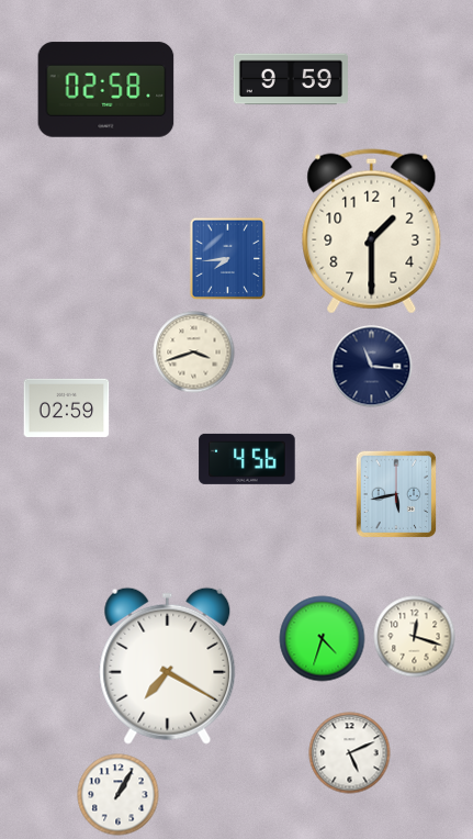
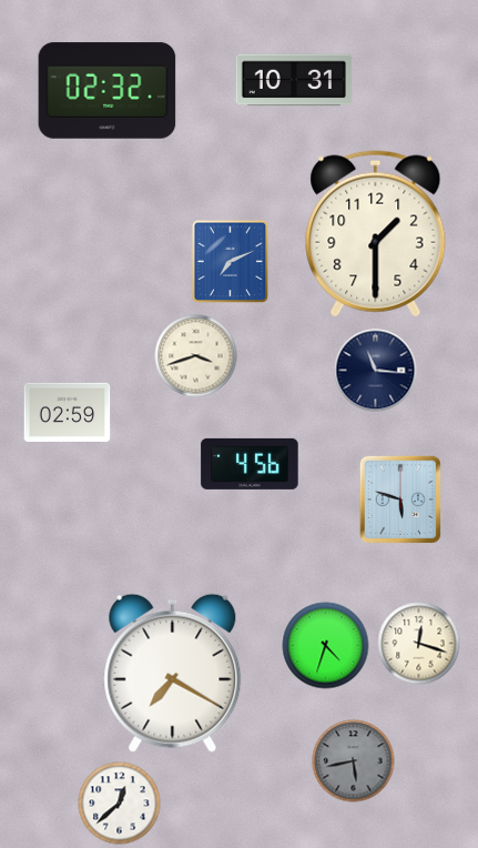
clock at (291, 79): 9:59 -> 10:31
clock at (106, 90): 02:58 -> 02:32
clock at (228, 259): 7:44 -> 7:11
clock at (396, 494): 5:43 -> 5:48
clock at (168, 665) position: (168, 665) -> (173, 673)
clock at (350, 753): 5:11 -> 5:43
clock at (350, 753) dial: white -> grey
clock at (119, 795): 1:05 -> 12:38
